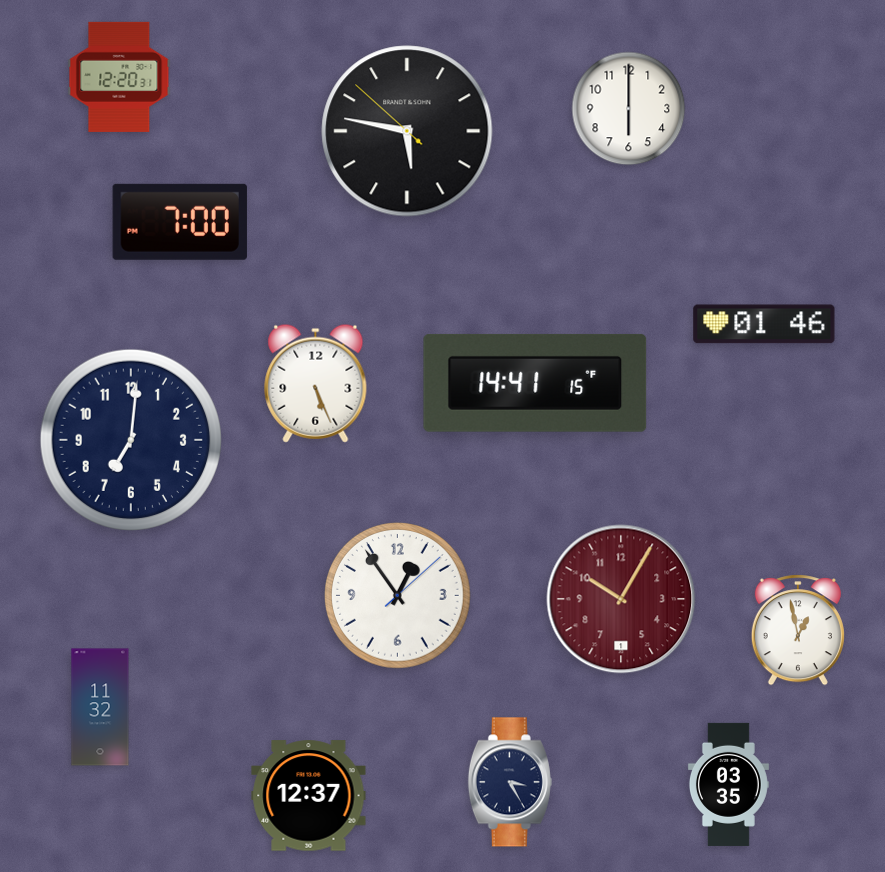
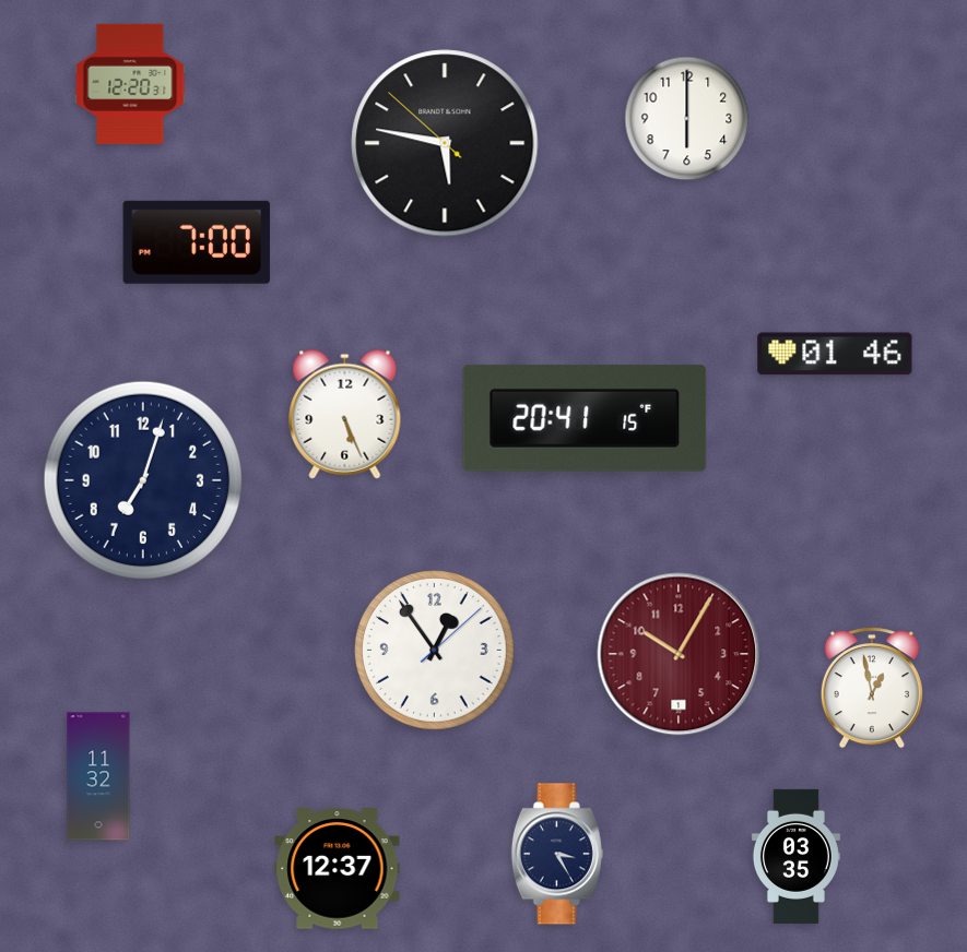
clock at (316, 383) position: (316, 383) -> (345, 414)
clock at (535, 383): 14:41 -> 20:41
clock at (130, 439): 7:01 -> 7:03
clock at (100, 707) position: (100, 707) -> (98, 776)
